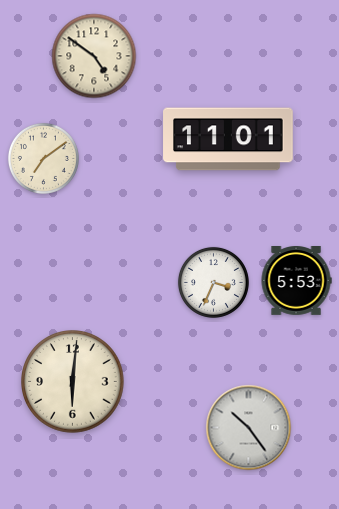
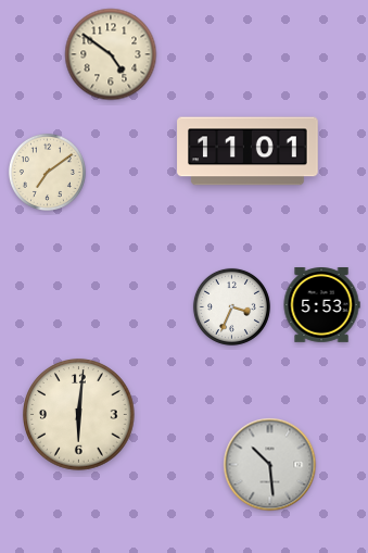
clock at (94, 56) position: (94, 56) -> (111, 54)
clock at (249, 428): 10:24 -> 10:29
